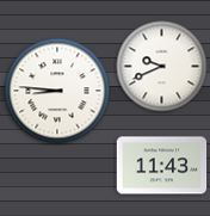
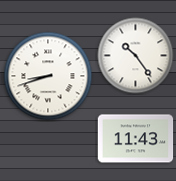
clock at (162, 67): 9:41 -> 10:24
clock at (57, 91): 8:46 -> 8:42
